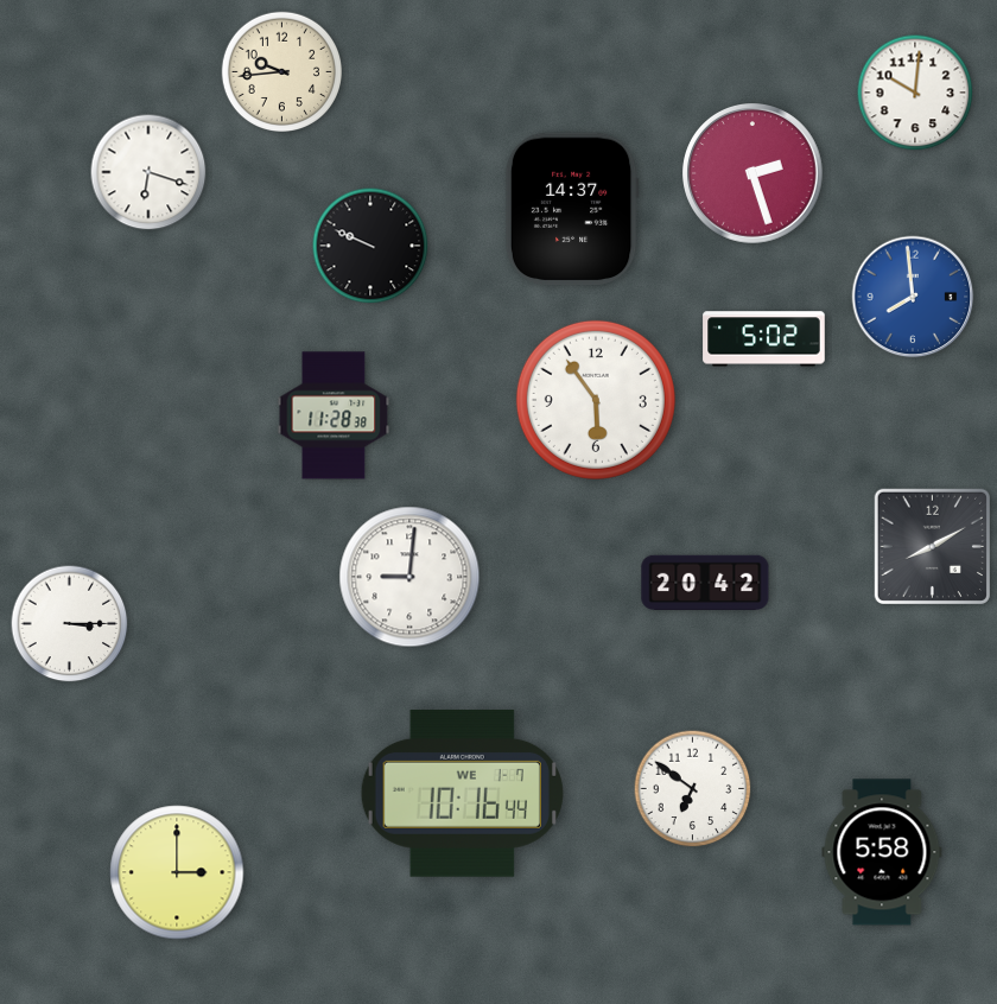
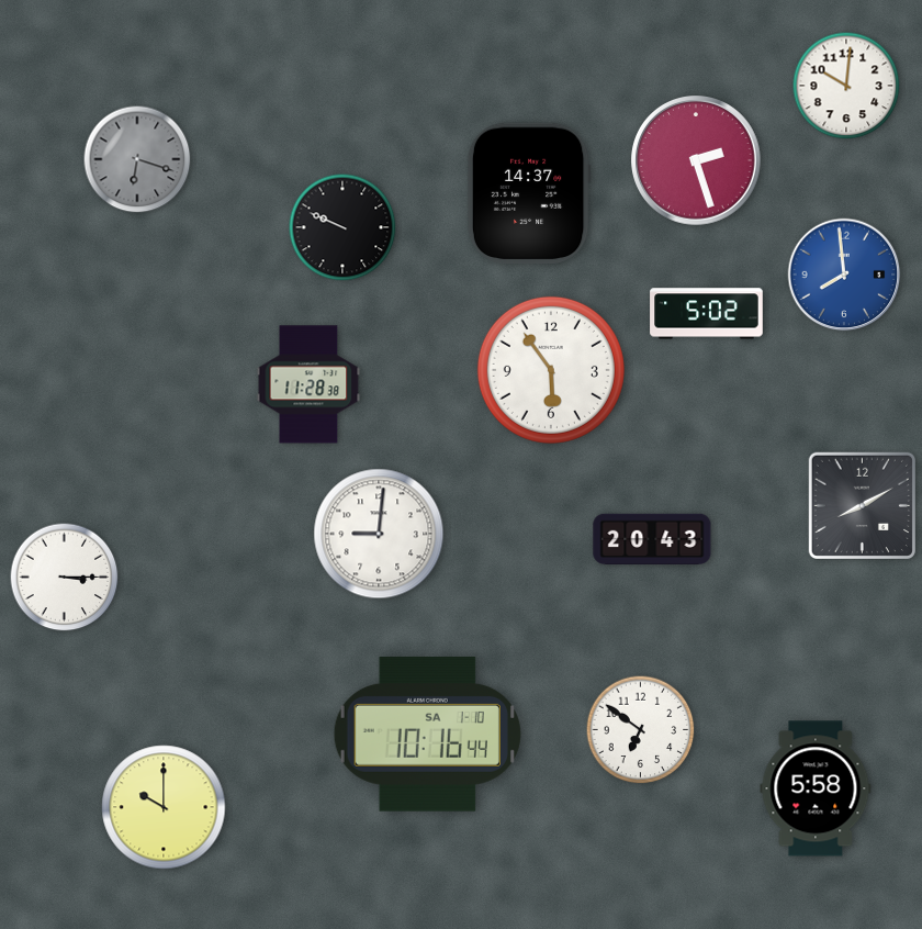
clock at (281, 71): 9:44 -> none
clock at (148, 172) dial: white -> grey
clock at (705, 582): 20:42 -> 20:43
clock at (462, 793) date: WE 1-7 -> SA 1-10
clock at (177, 872): 3:00 -> 10:00
